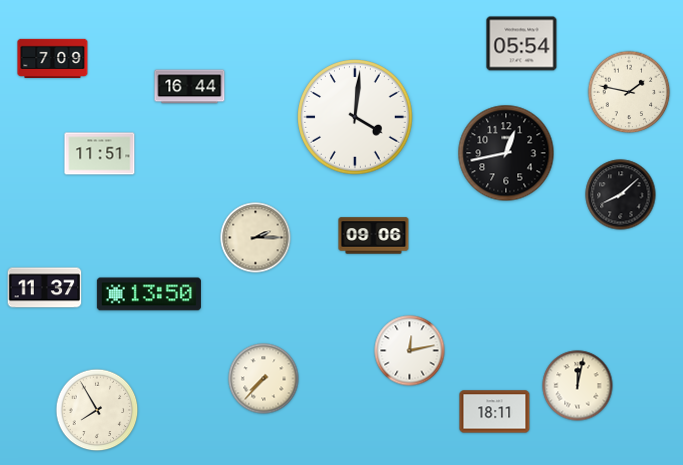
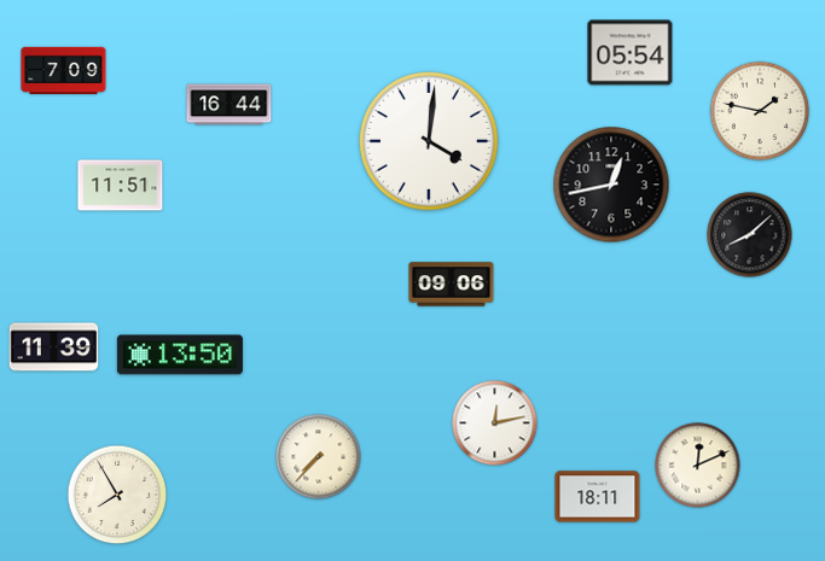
clock at (256, 238): 2:15 -> none
clock at (45, 288): 11:37 -> 11:39
clock at (578, 386): 12:02 -> 12:11
